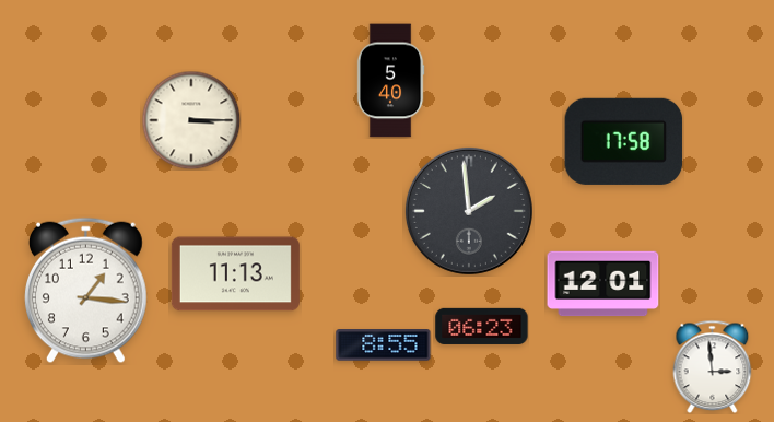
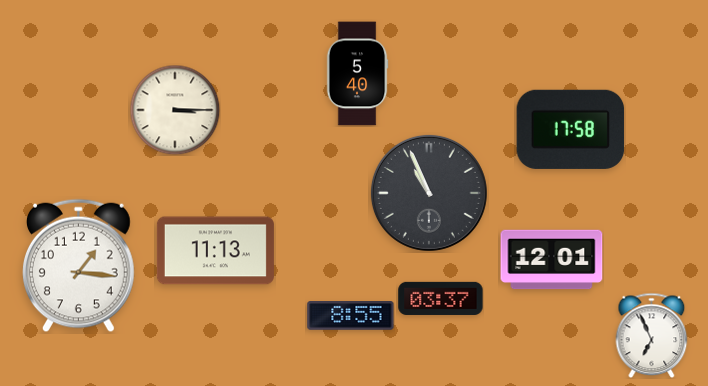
clock at (469, 211): 1:59 -> 10:56
clock at (482, 326): 06:23 -> 03:37
clock at (713, 366): 2:59 -> 6:56
